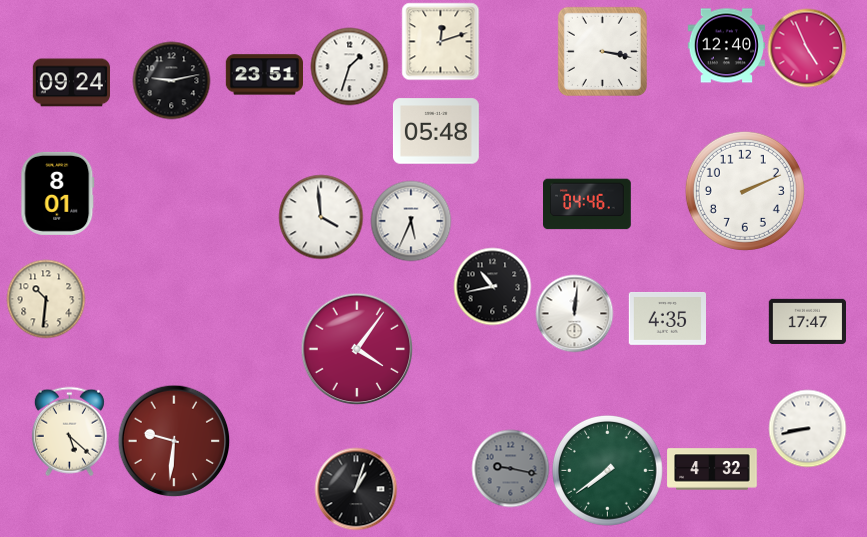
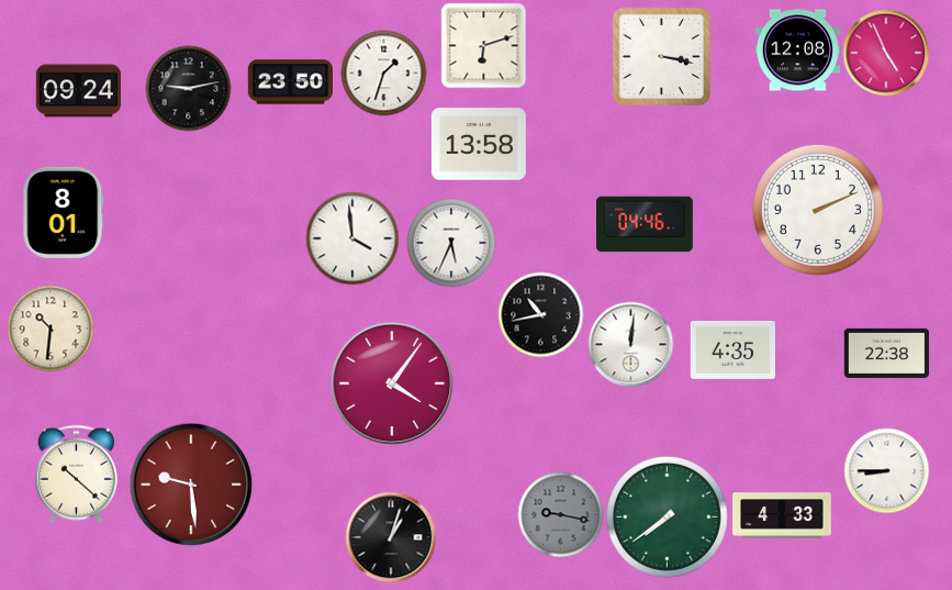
clock at (440, 41): 12:12 -> 6:12
clock at (726, 46): 12:40 -> 12:08
clock at (264, 75): 23:51 -> 23:50
clock at (436, 131): 05:48 -> 13:58
clock at (807, 321): 17:47 -> 22:38
clock at (807, 428): 8:43 -> 8:45
clock at (69, 431): 5:22 -> 10:22
clock at (174, 441): 9:31 -> 9:29
clock at (712, 469): 4:32 -> 4:33
